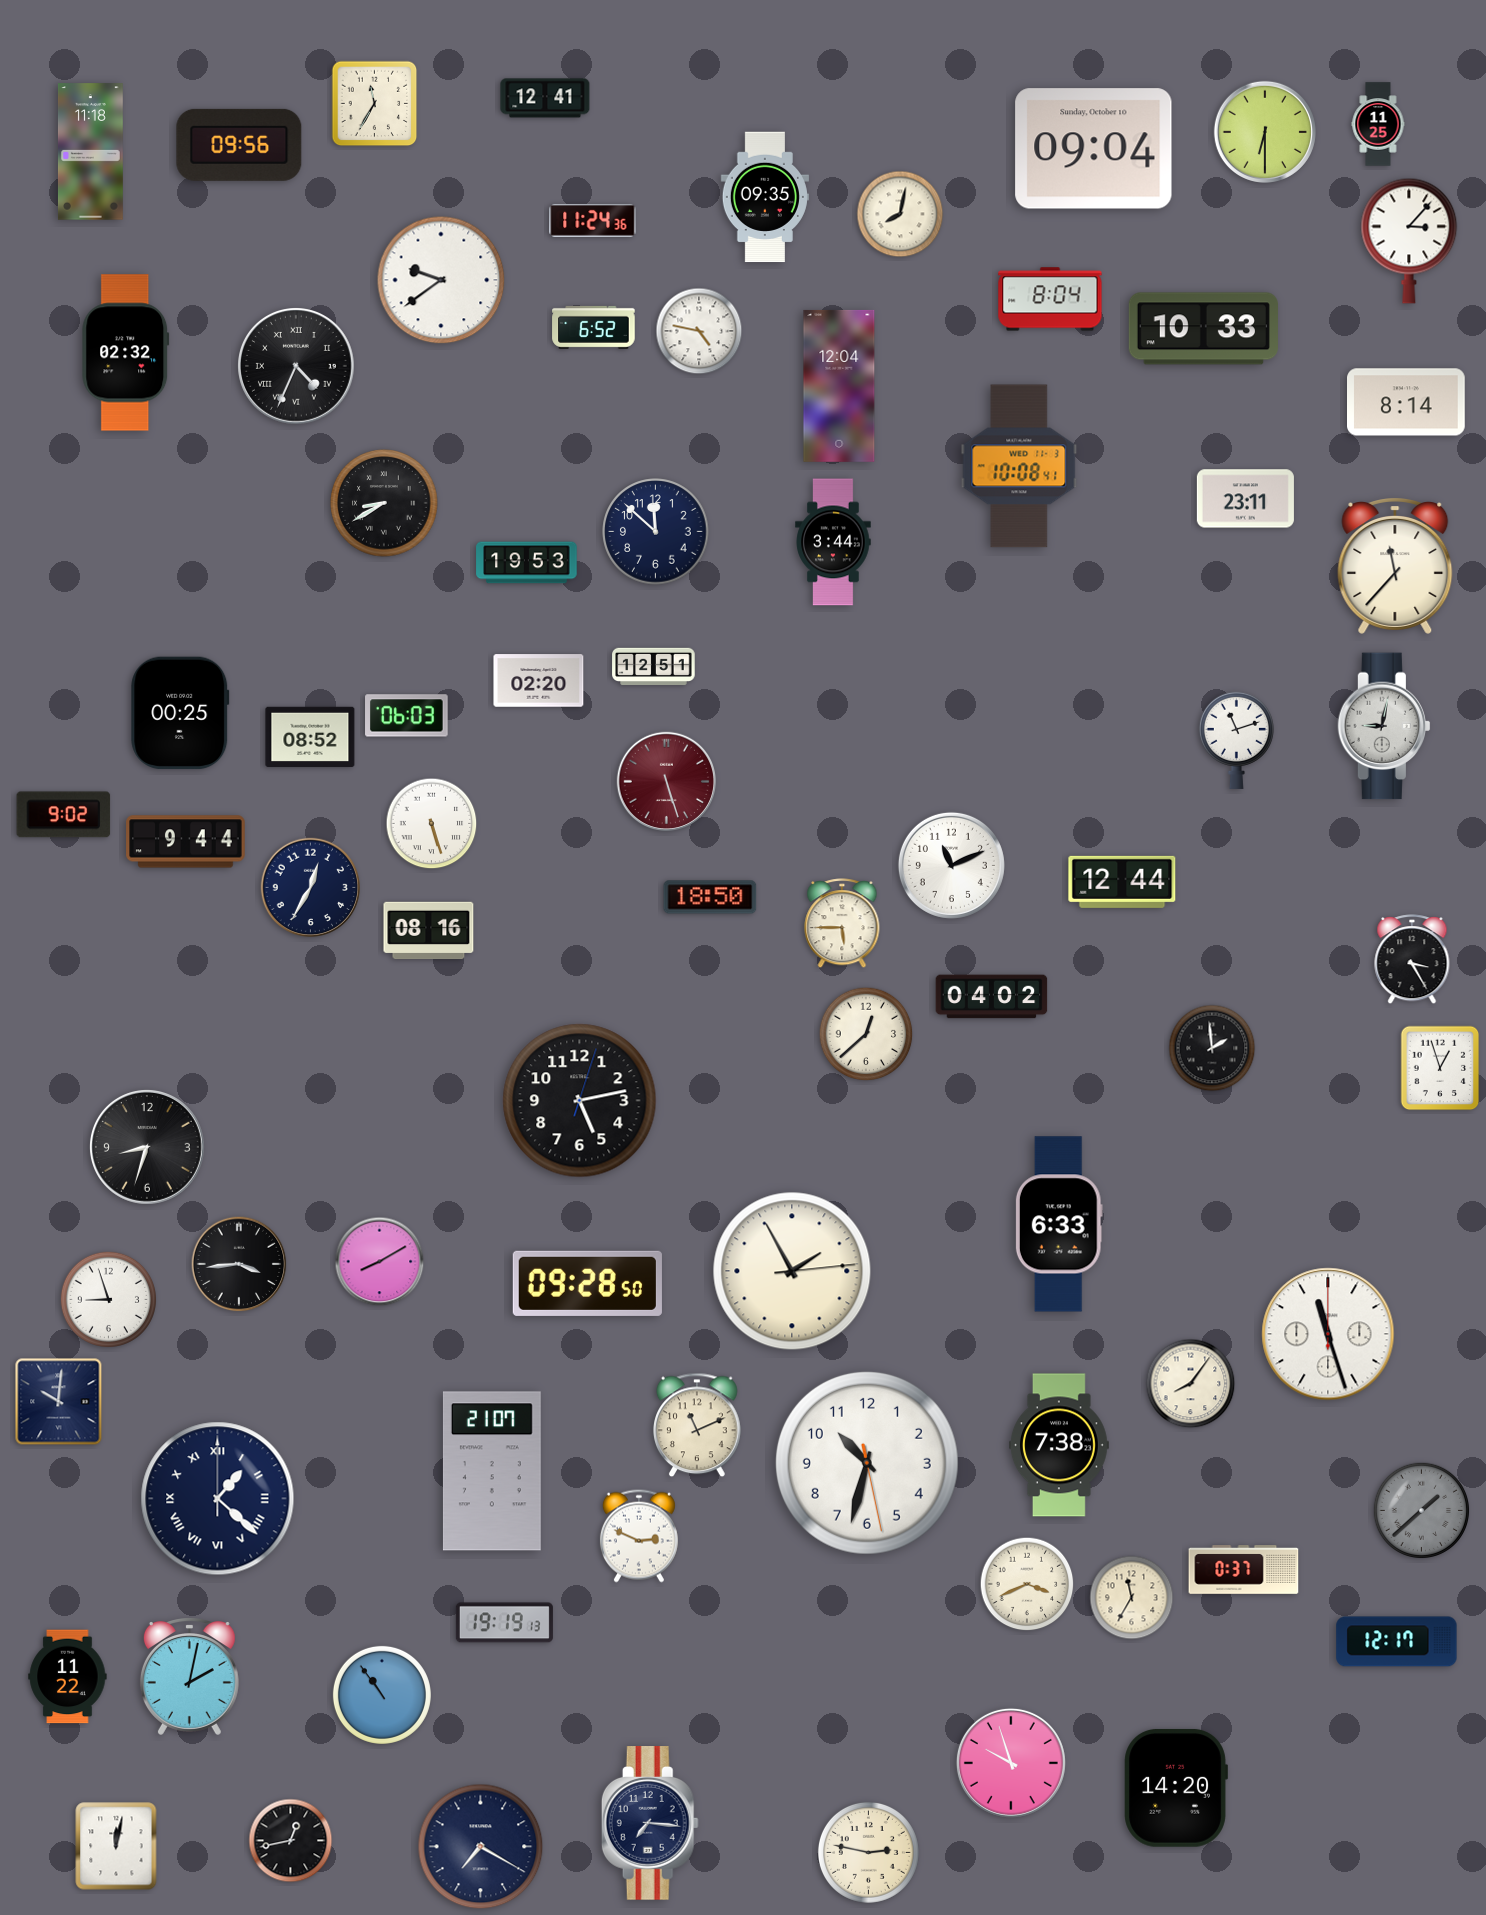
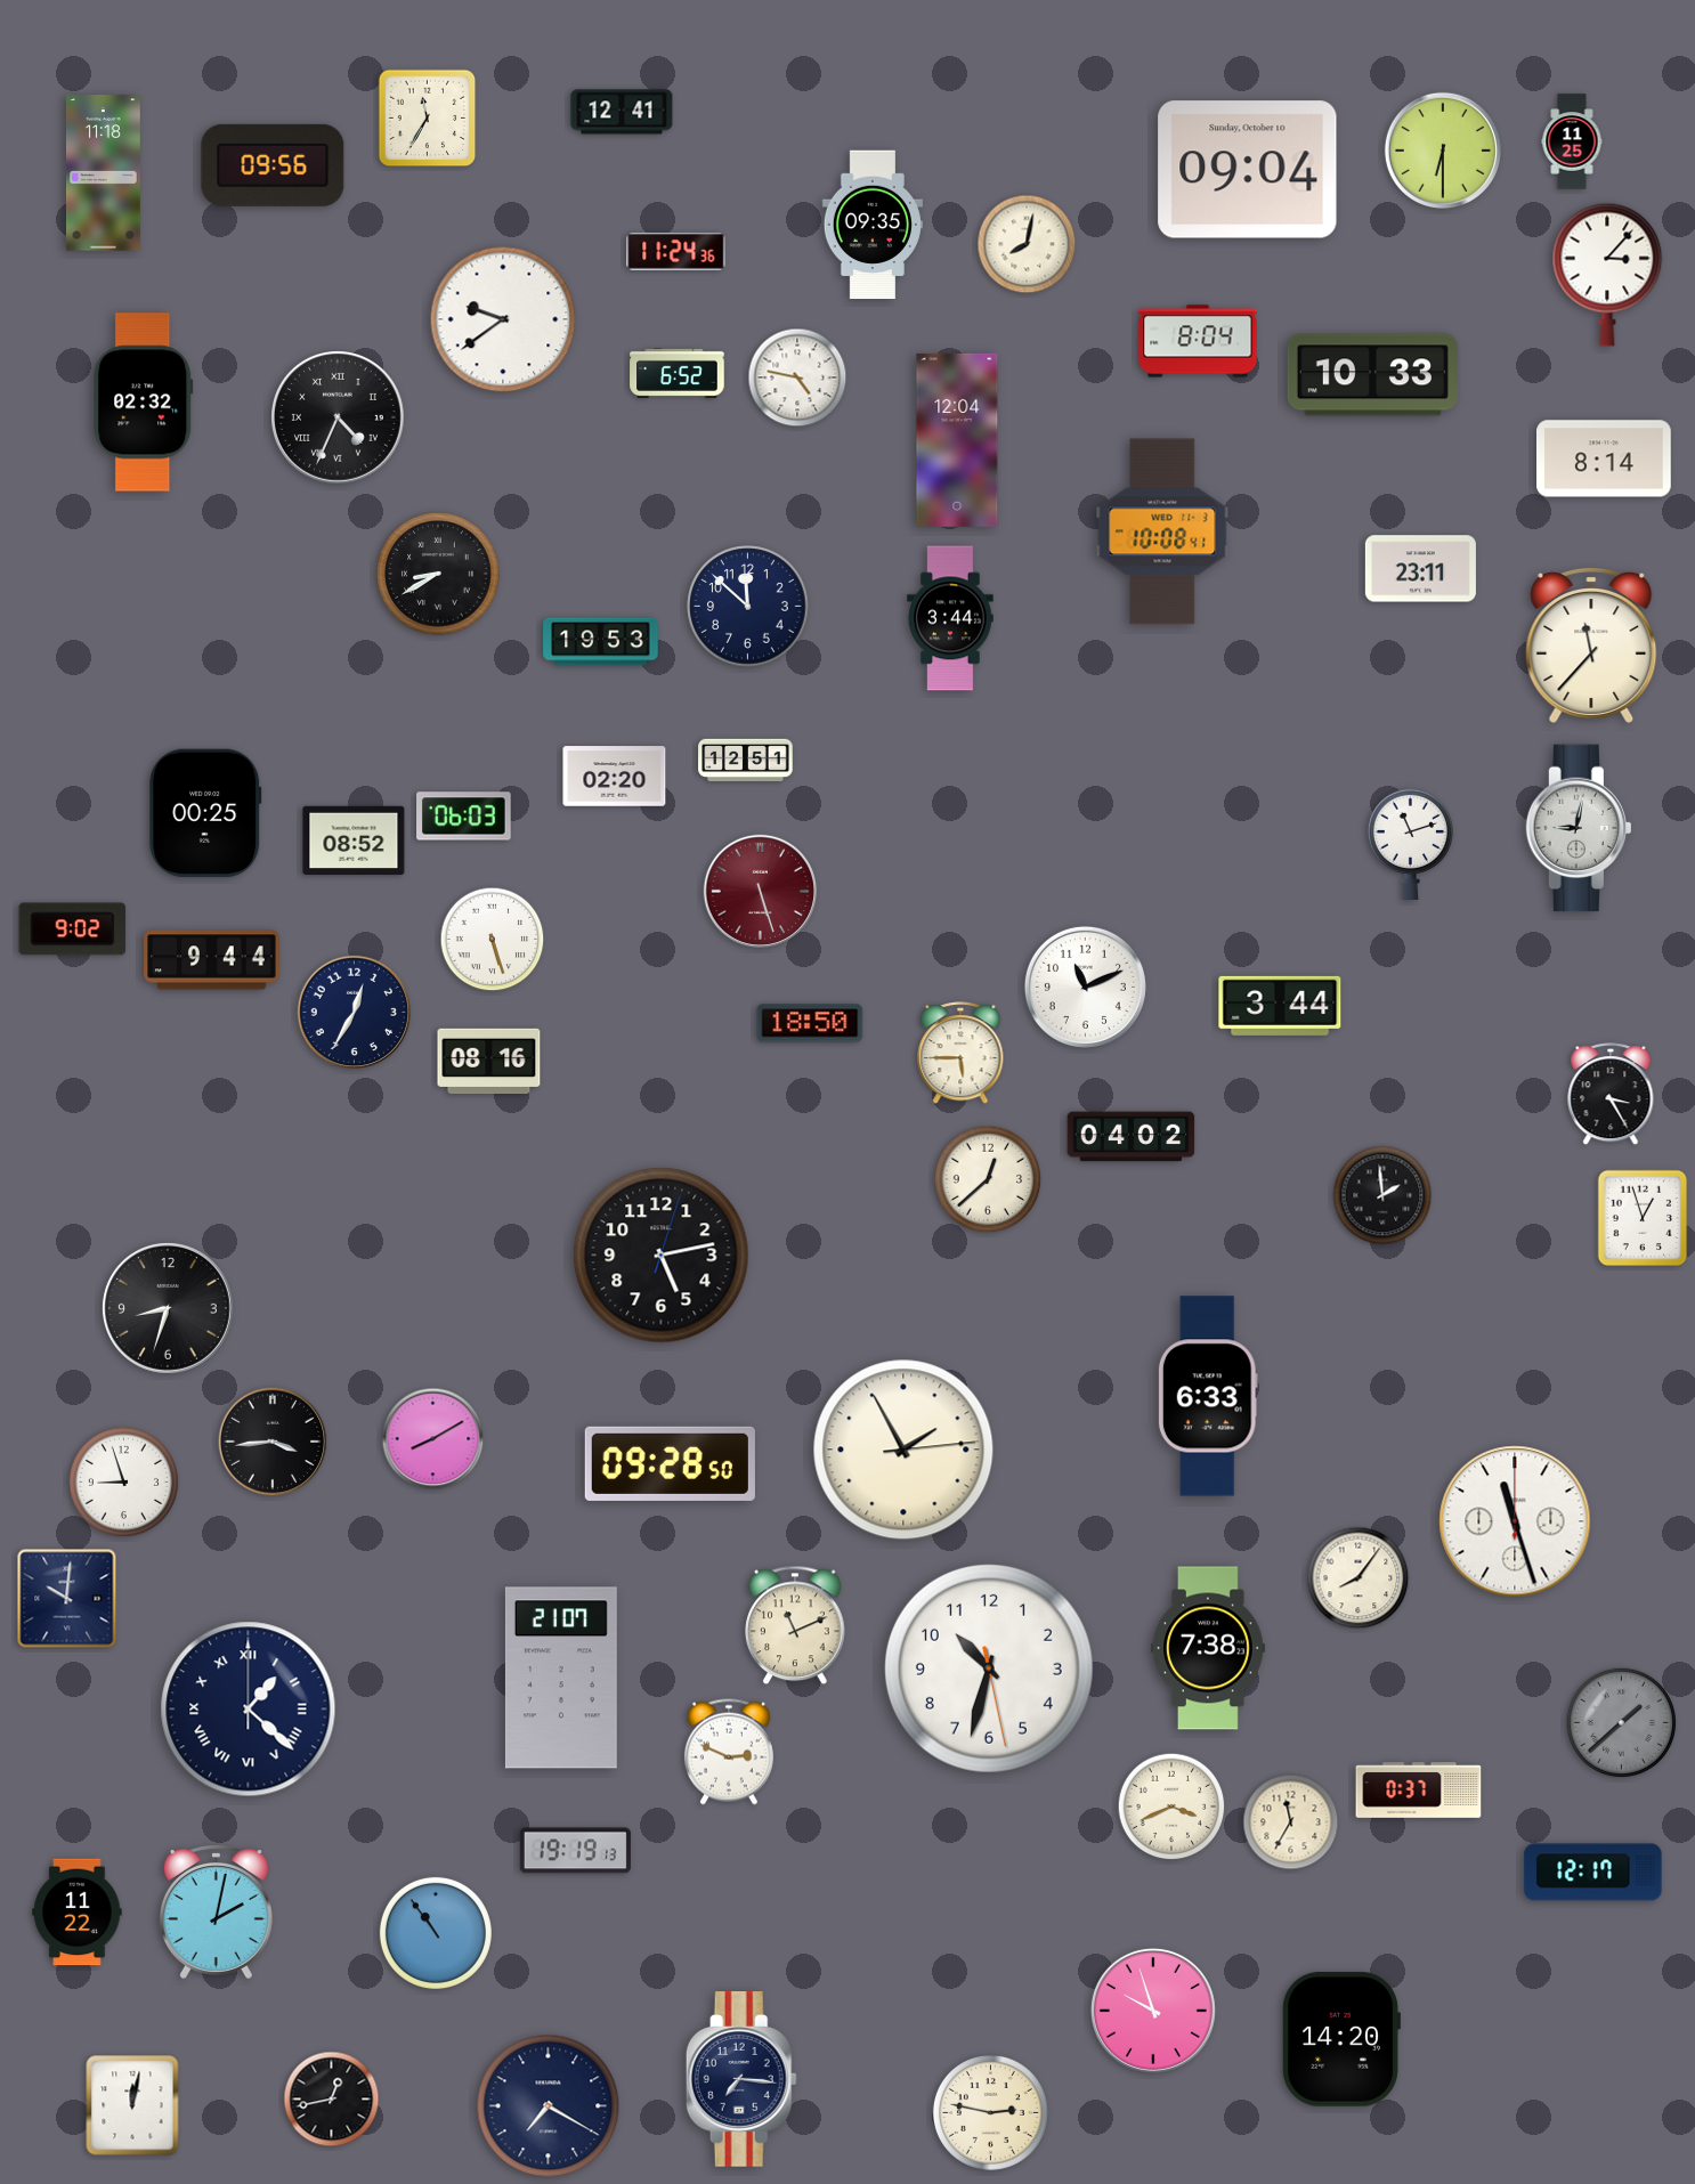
clock at (1122, 882): 12:44 -> 3:44
